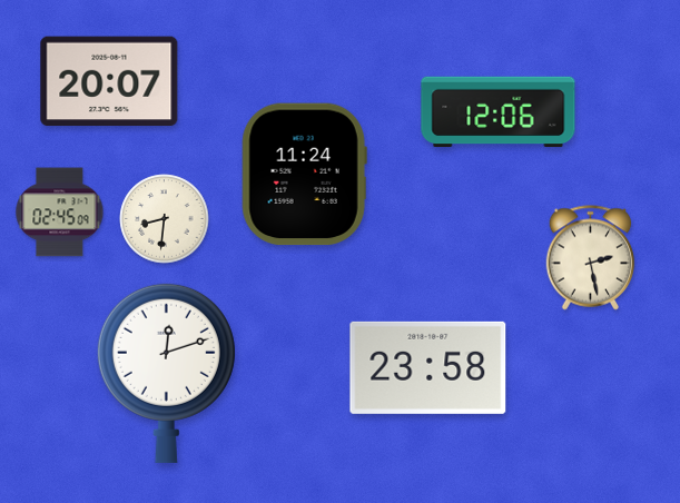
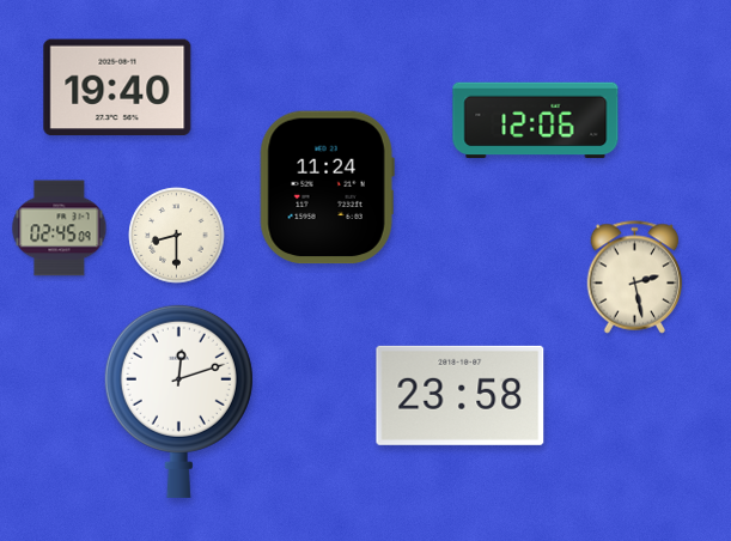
clock at (109, 81): 20:07 -> 19:40
clock at (60, 213) position: (60, 213) -> (60, 229)
clock at (165, 219): 8:31 -> 8:30
